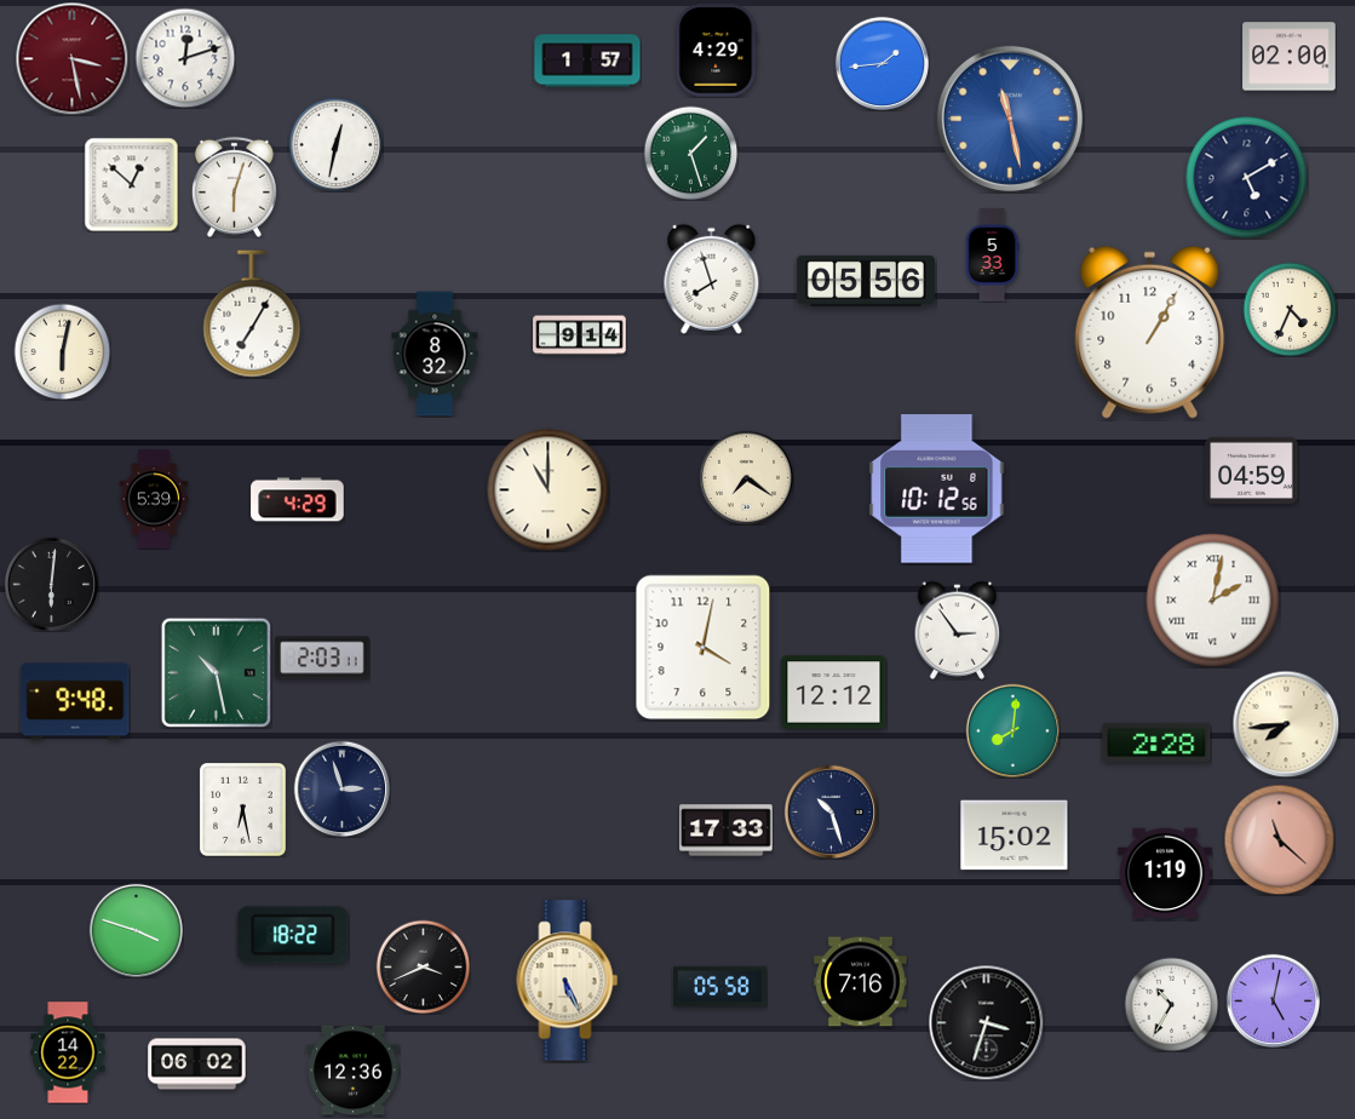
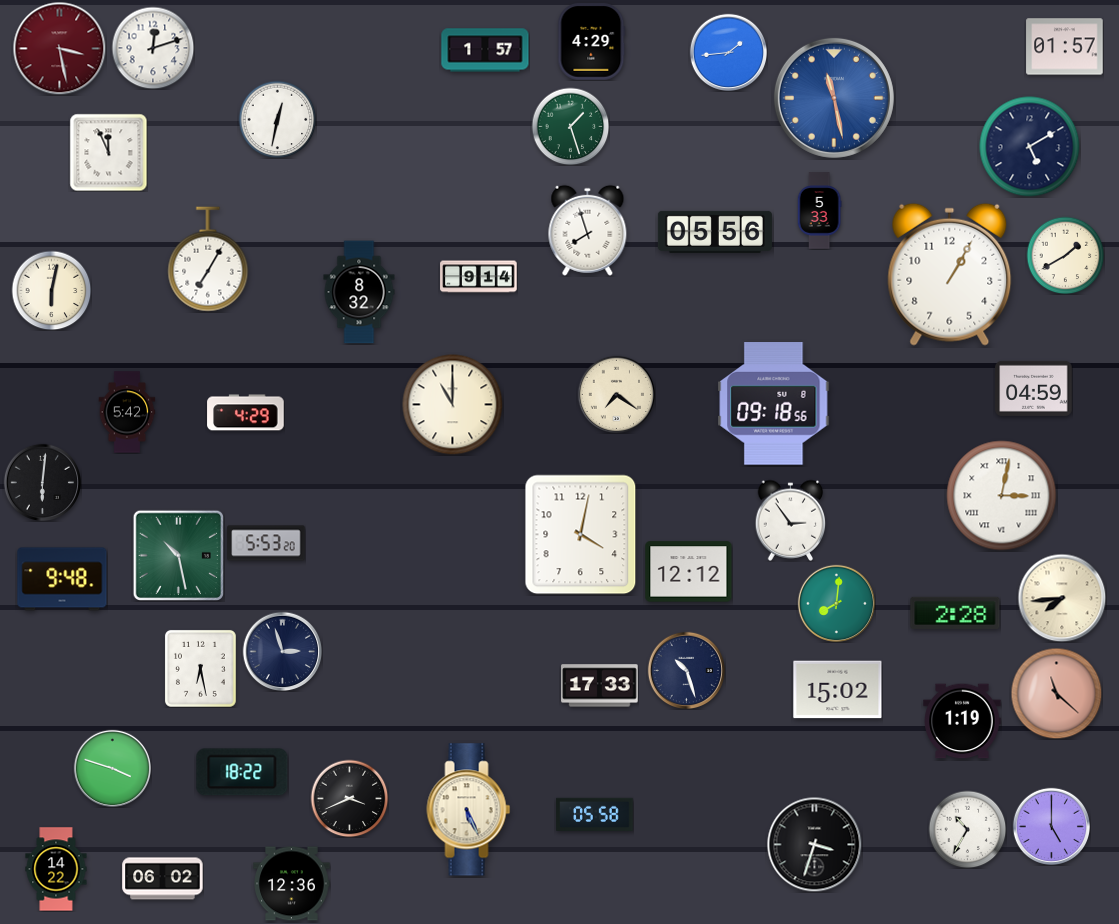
clock at (1290, 57): 02:00 -> 01:57
clock at (131, 184): 12:52 -> 11:56
clock at (234, 187): 6:03 -> none
clock at (1290, 309): 4:34 -> 1:40
clock at (937, 489): 10:12 -> 09:18
clock at (154, 499): 5:39 -> 5:42
clock at (1213, 601): 2:02 -> 3:02
clock at (322, 658): 2:03 -> 5:53
clock at (861, 982): 7:16 -> none
clock at (1273, 1000): 5:02 -> 5:00
